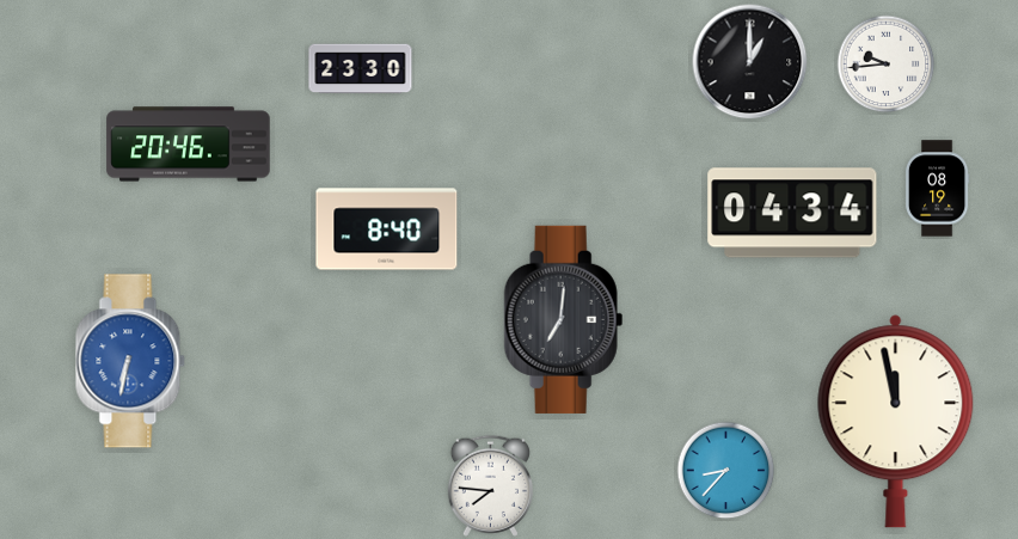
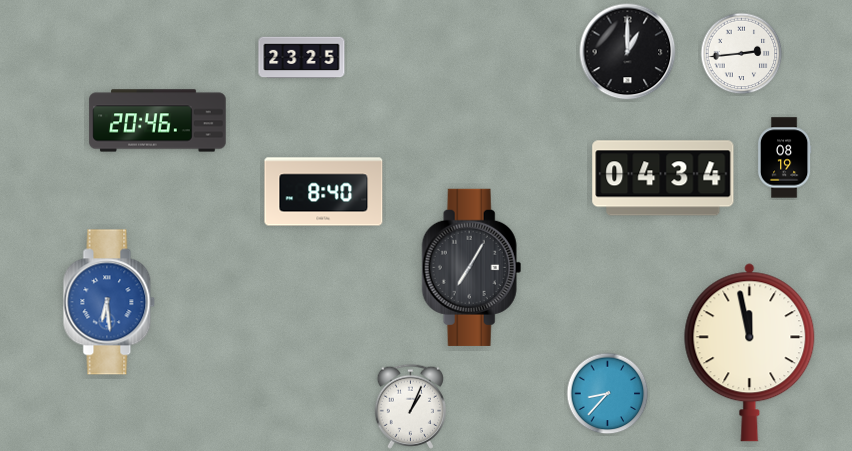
clock at (887, 65): 9:44 -> 2:44
clock at (361, 69): 23:30 -> 23:25
clock at (564, 319): 7:01 -> 7:05
clock at (130, 361): 6:32 -> 6:29
clock at (490, 485): 7:46 -> 1:04
